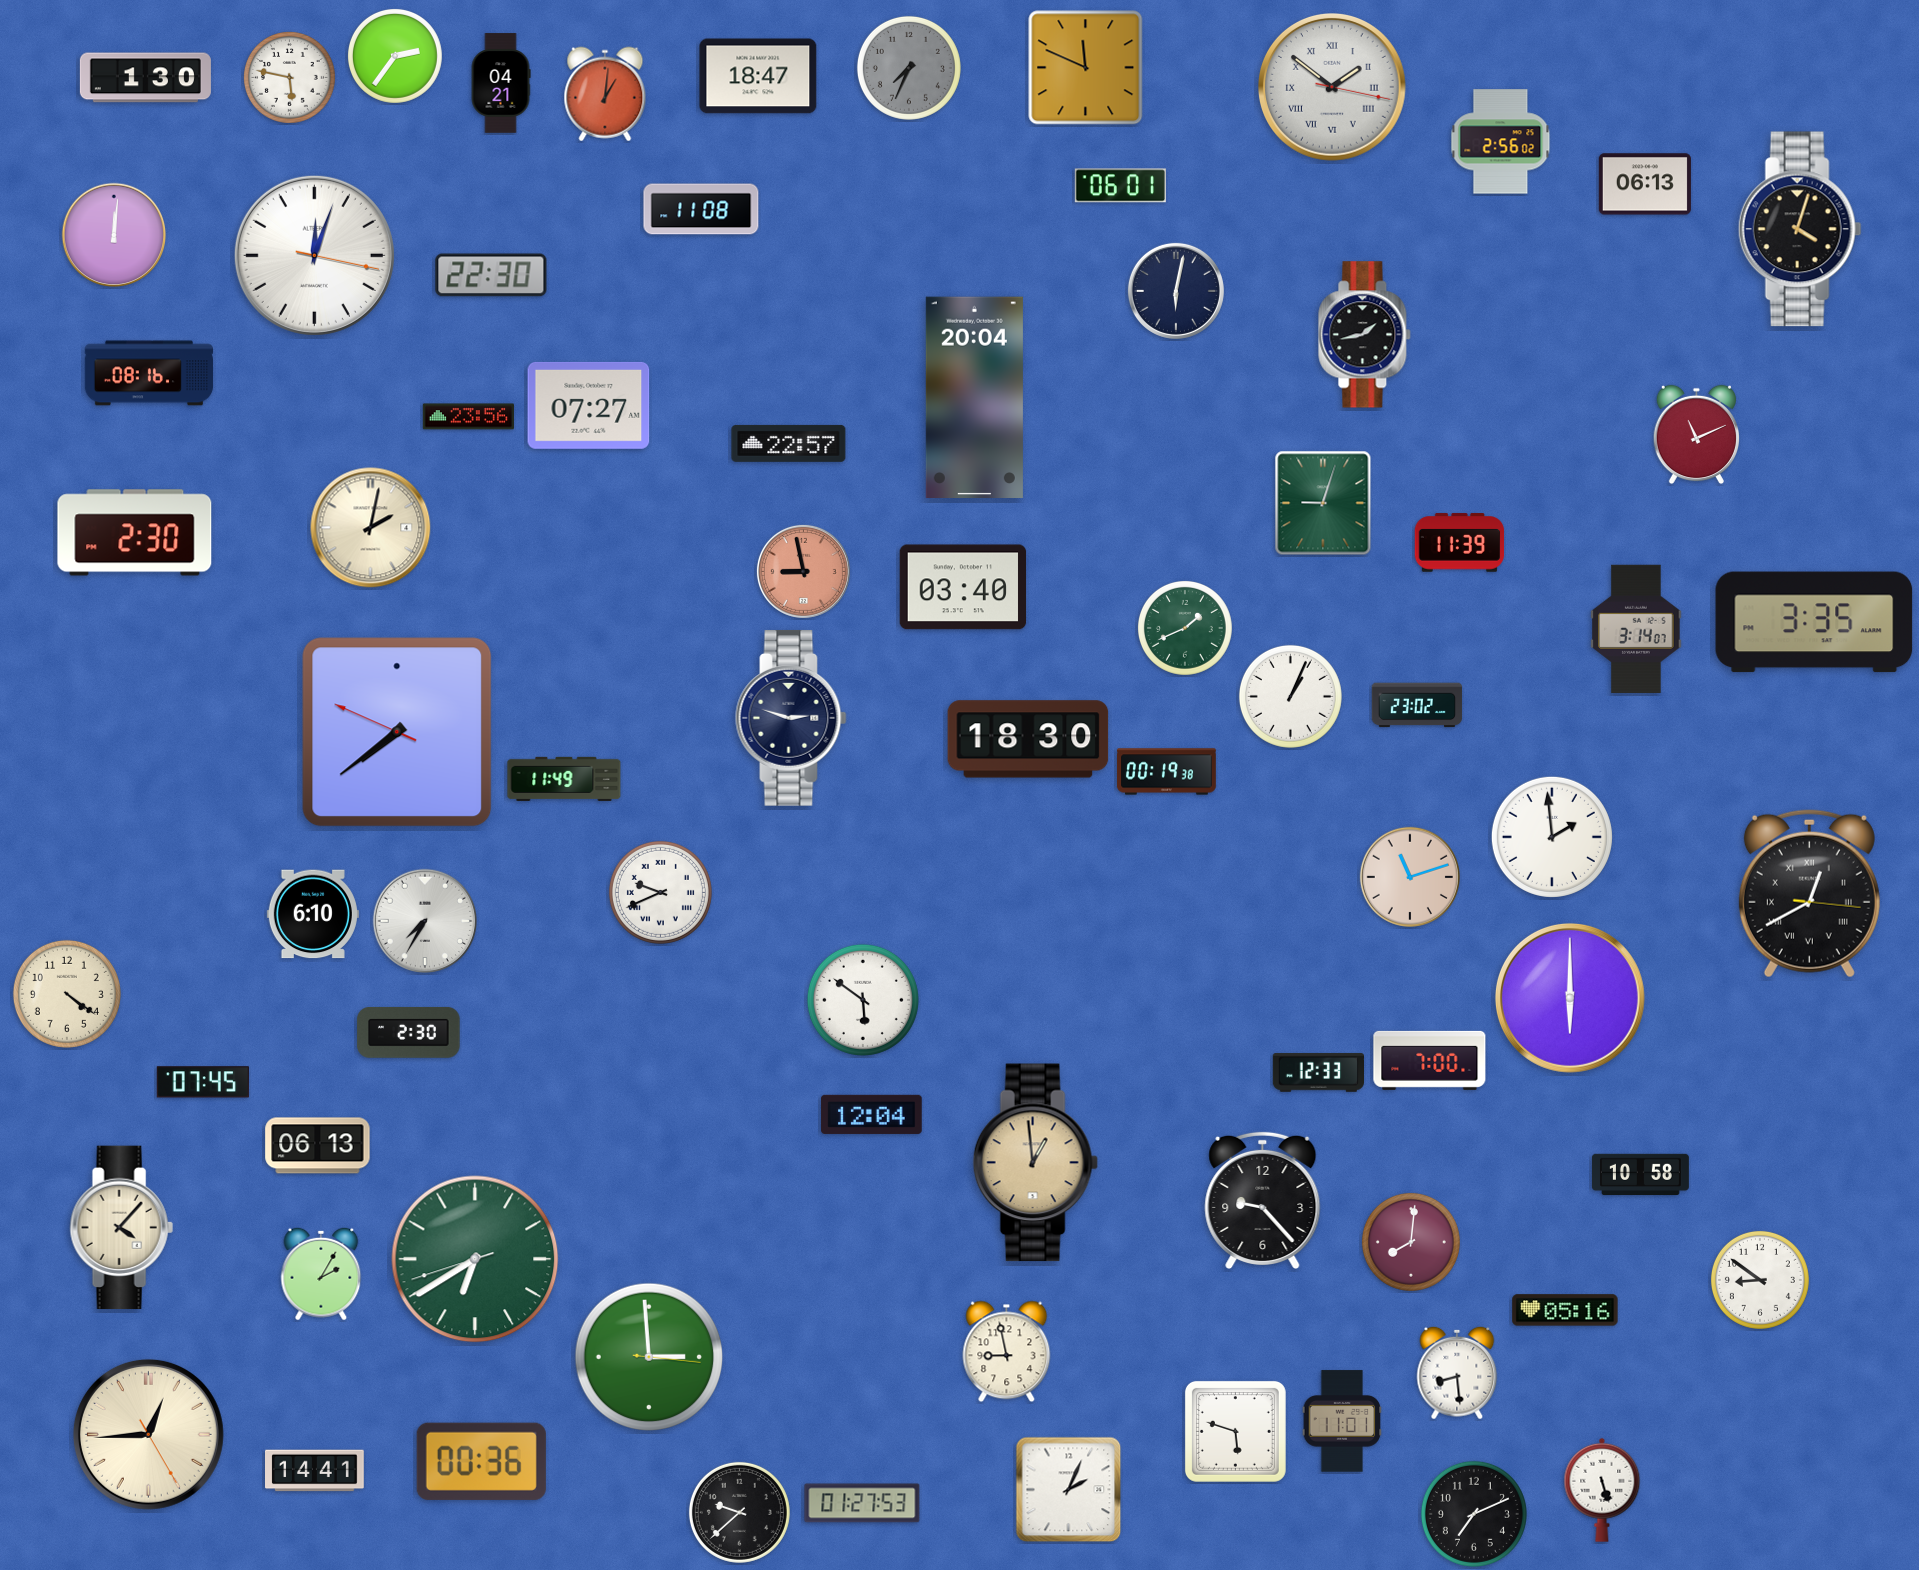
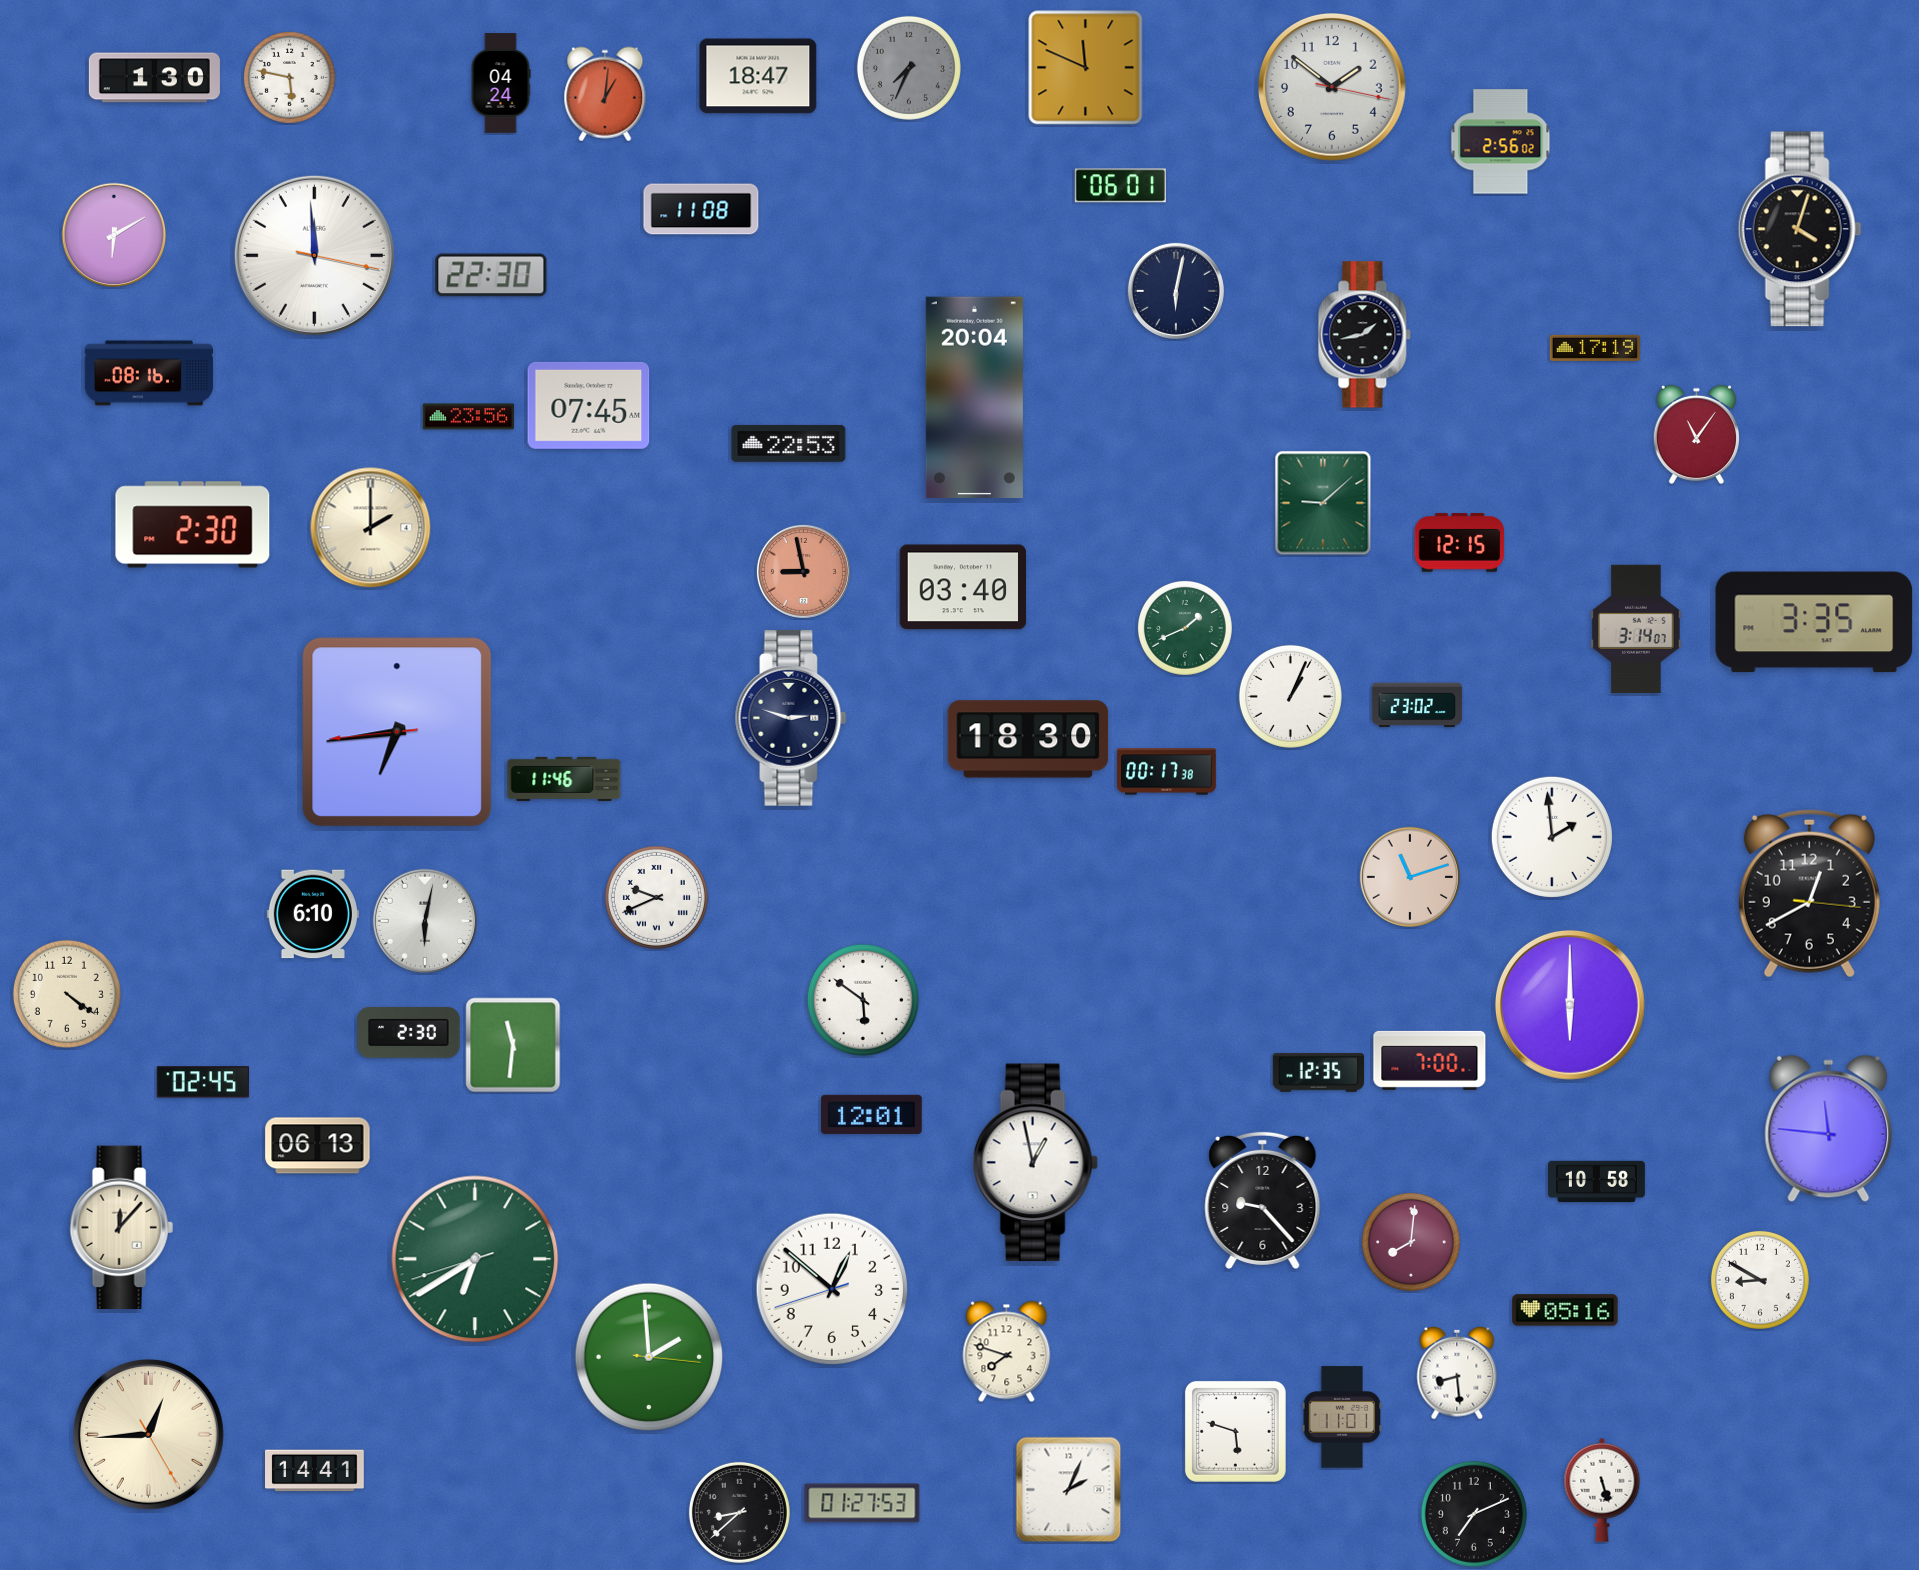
clock at (395, 56): 2:36 -> none
clock at (145, 78) position: (145, 78) -> (154, 78)
clock at (501, 83): 04:21 -> 04:24
clock at (1333, 88) numerals: Roman -> Arabic
clock at (1645, 184): 06:13 -> none
clock at (114, 235): 12:01 -> 6:10
clock at (314, 255): 12:03 -> 11:59
clock at (1595, 348): none -> 17:19
clock at (589, 405): 07:27 -> 07:45
clock at (1696, 435): 11:11 -> 11:06
clock at (789, 443): 22:57 -> 22:53
clock at (1323, 503): 9:03 -> 9:08
clock at (371, 528): 2:02 -> 2:00
clock at (135, 533) position: (135, 533) -> (193, 525)
clock at (1460, 543): 11:39 -> 12:15
clock at (397, 732): 7:38 -> 6:43
clock at (1167, 772): 00:19 -> 00:17
clock at (564, 779): 11:49 -> 11:46
clock at (660, 892) position: (660, 892) -> (656, 897)
clock at (1809, 894) numerals: Roman -> Arabic
clock at (425, 921): 7:35 -> 6:02
clock at (1570, 998) position: (1570, 998) -> (1570, 1005)
clock at (513, 1045): none -> 11:31
clock at (1318, 1073): 12:33 -> 12:35
clock at (203, 1082): 07:45 -> 02:45
clock at (872, 1114): 12:04 -> 12:01
clock at (1829, 1129): none -> 11:46
clock at (1035, 1163): 12:59 -> 12:58
clock at (1035, 1163) dial: champagne -> white
clock at (1640, 1174) position: (1640, 1174) -> (1596, 1181)
clock at (121, 1228): 4:07 -> 12:07
clock at (321, 1274): 2:05 -> none
clock at (1760, 1280): 8:51 -> 8:50
clock at (832, 1289): none -> 12:51
clock at (1007, 1352): 8:58 -> 7:48
clock at (649, 1357): 2:59 -> 1:59
clock at (1342, 1421) position: (1342, 1421) -> (1342, 1417)
clock at (481, 1461): 00:36 -> none
clock at (739, 1512): 9:38 -> 8:38
